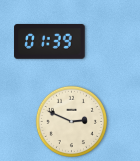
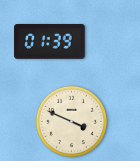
clock at (71, 121): 2:49 -> 3:49
